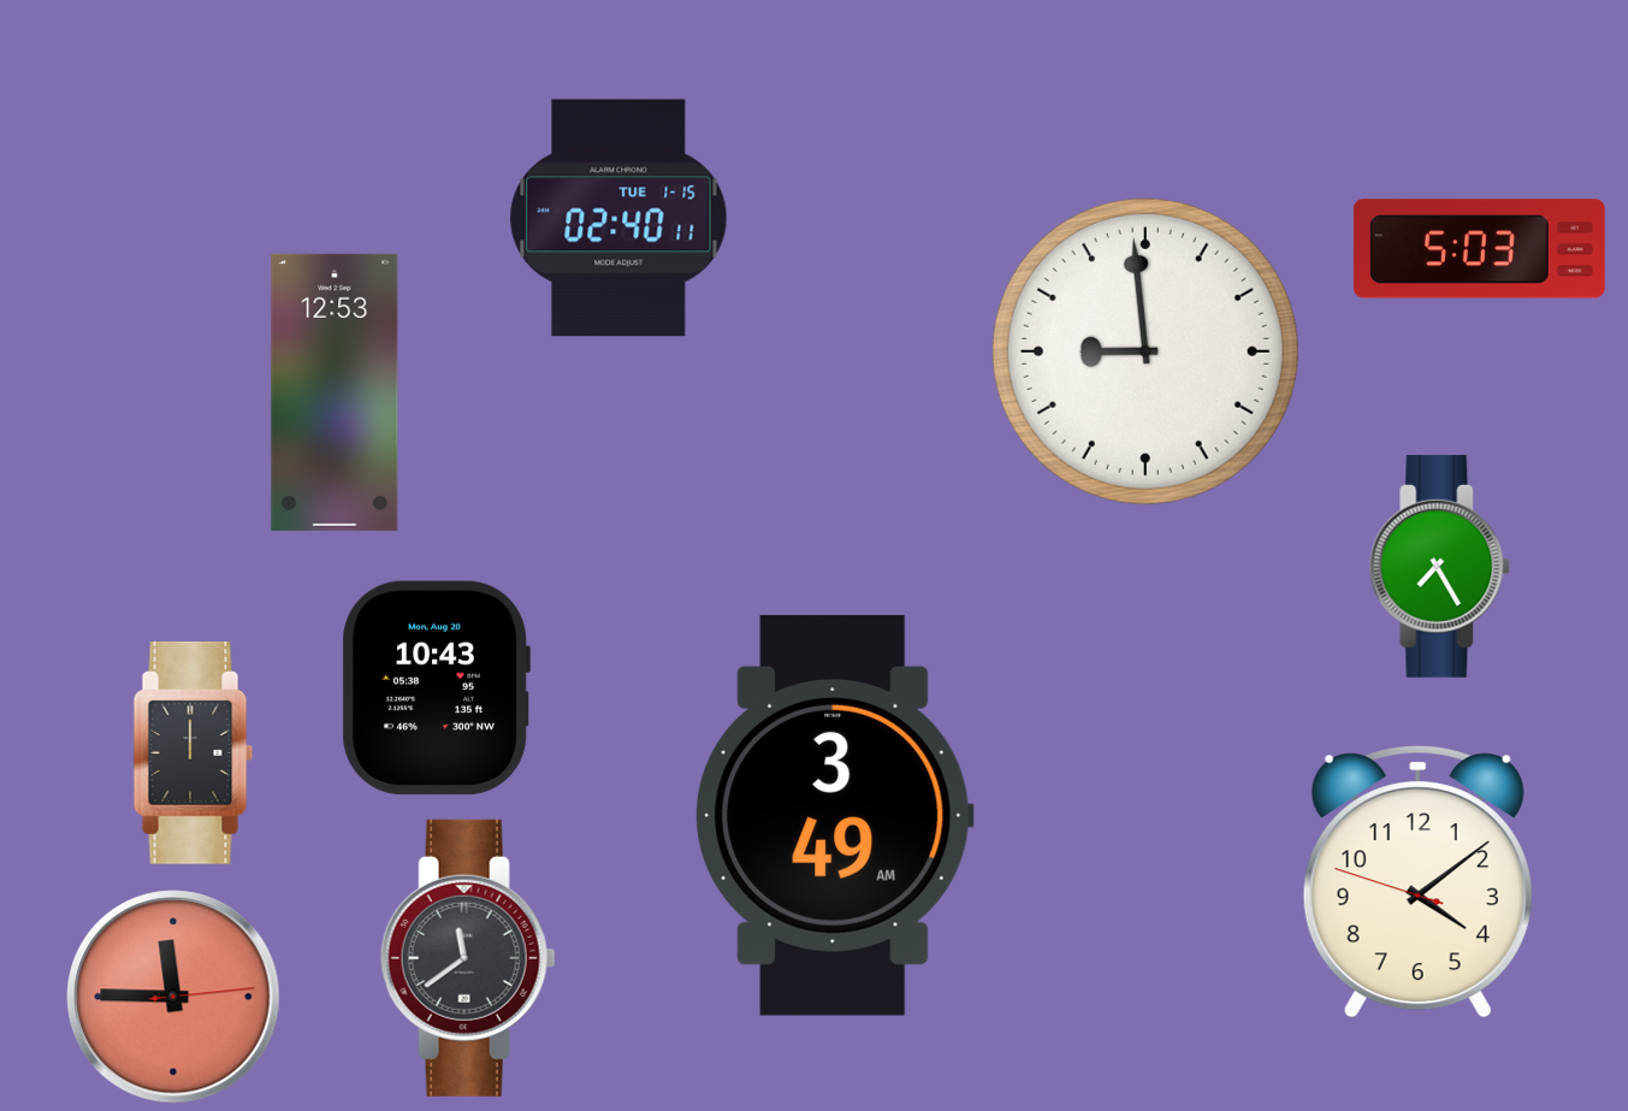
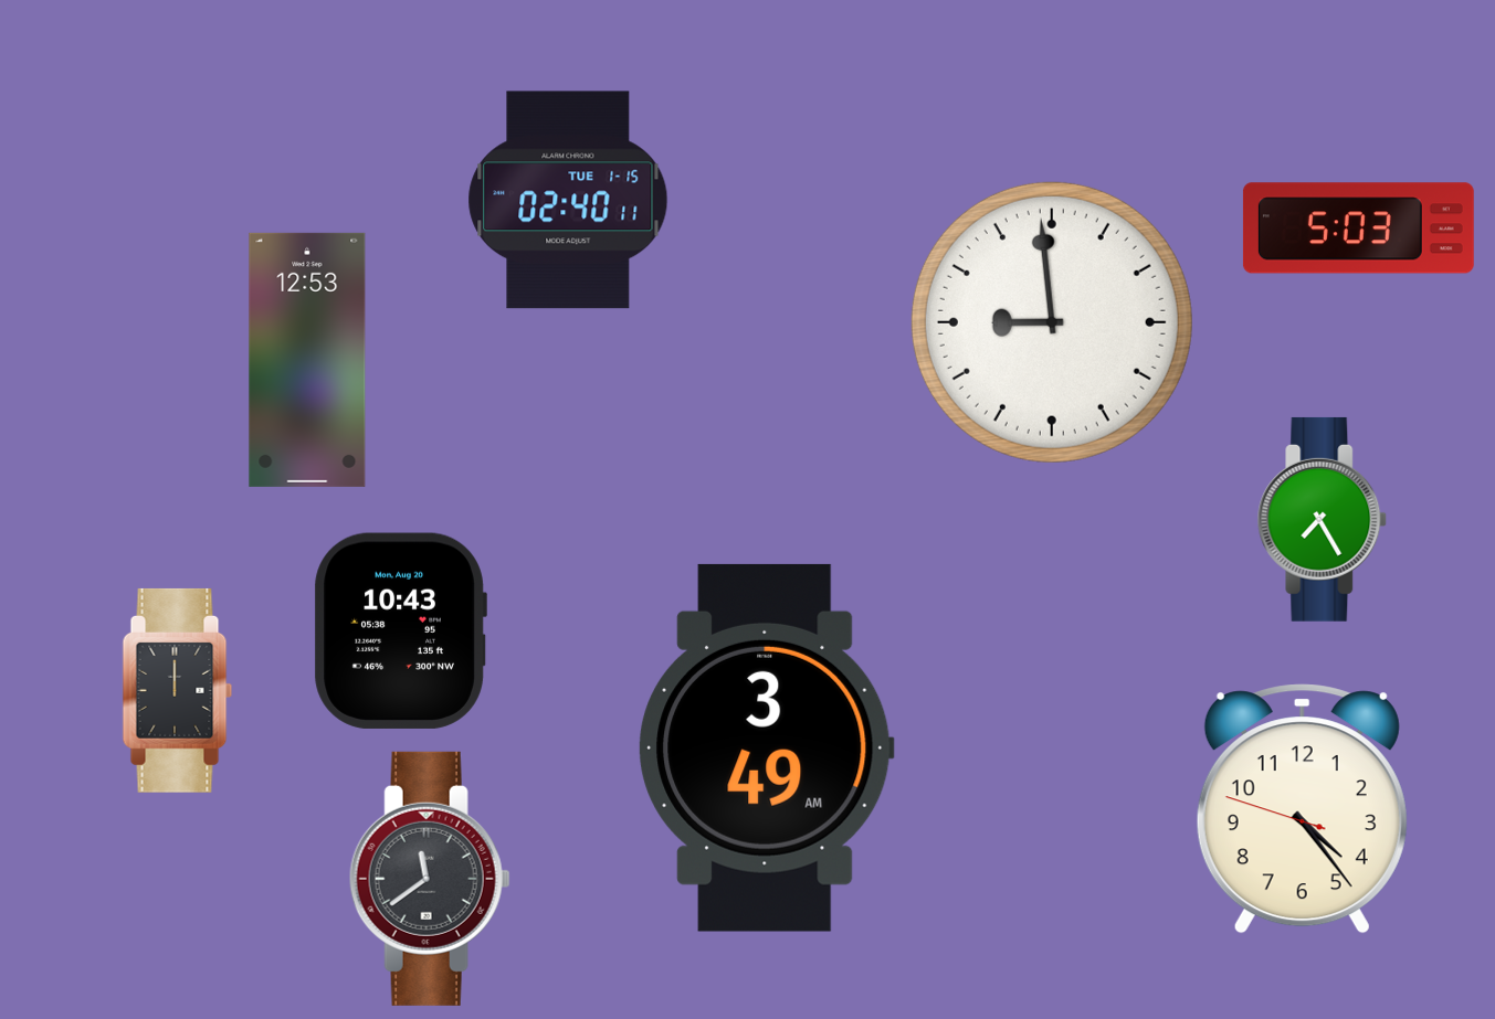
clock at (1417, 882): 4:08 -> 4:23
clock at (173, 997): 11:45 -> none
